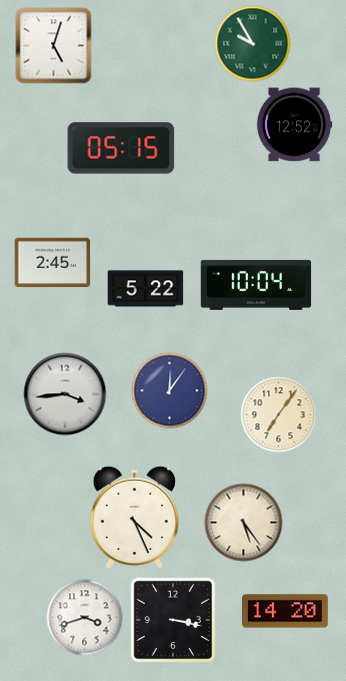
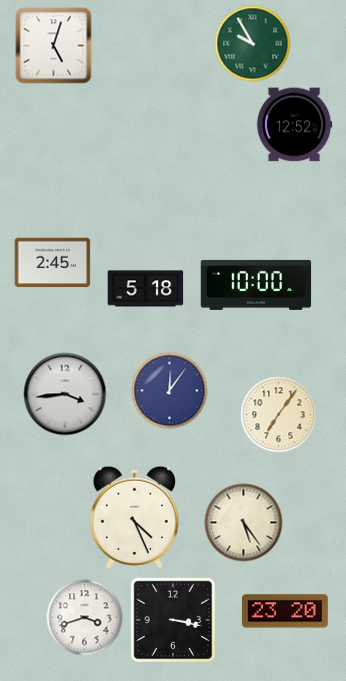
clock at (121, 148): 05:15 -> none
clock at (256, 285): 10:04 -> 10:00
clock at (146, 289): 5:22 -> 5:18
clock at (286, 611): 14:20 -> 23:20
